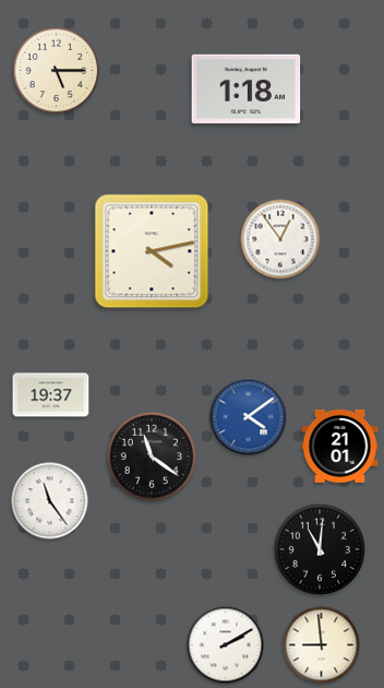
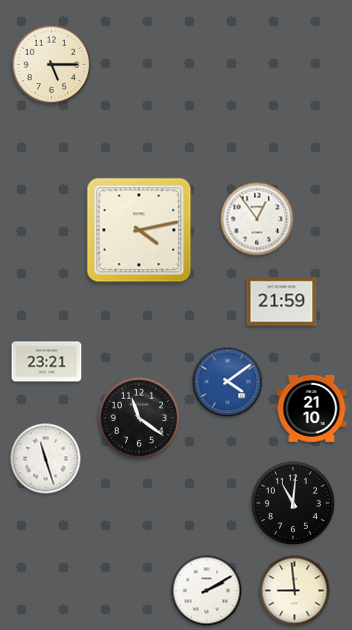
clock at (247, 88): 1:18 -> none
clock at (282, 302): none -> 21:59
clock at (51, 395): 19:37 -> 23:21
clock at (340, 446): 21:01 -> 21:10
clock at (50, 501): 11:24 -> 11:27
